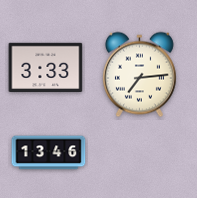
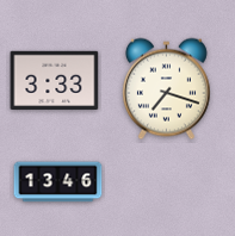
clock at (139, 75): 7:14 -> 7:18
